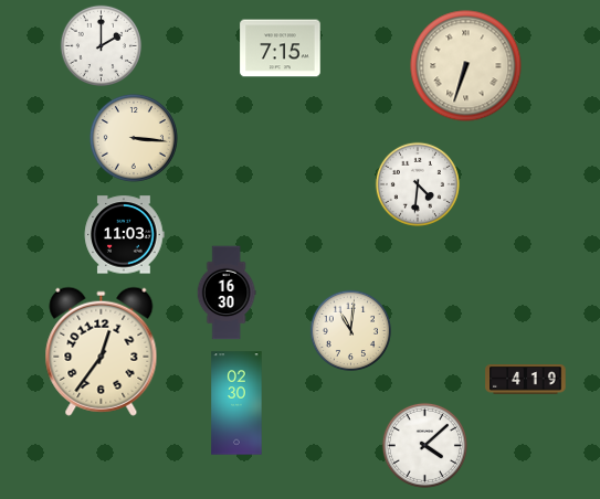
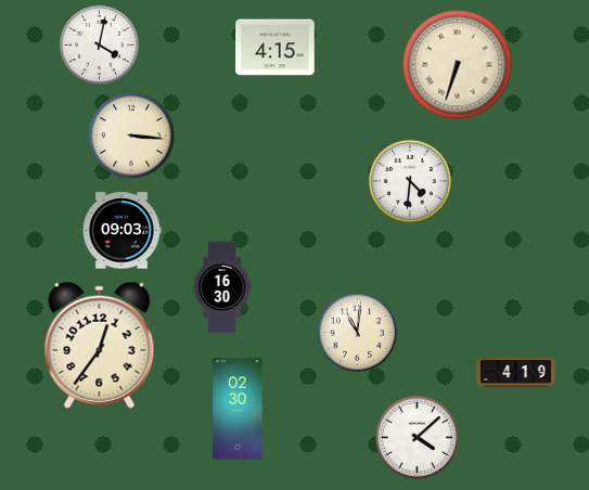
clock at (101, 45): 2:00 -> 4:02
clock at (281, 49): 7:15 -> 4:15
clock at (124, 235): 11:03 -> 09:03
clock at (350, 330) position: (350, 330) -> (357, 332)
clock at (236, 403) position: (236, 403) -> (238, 409)
